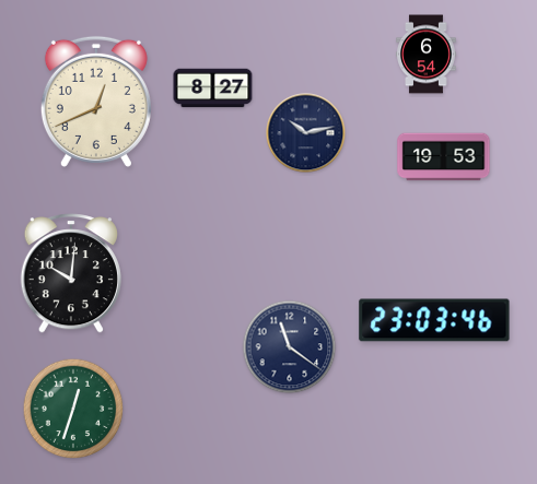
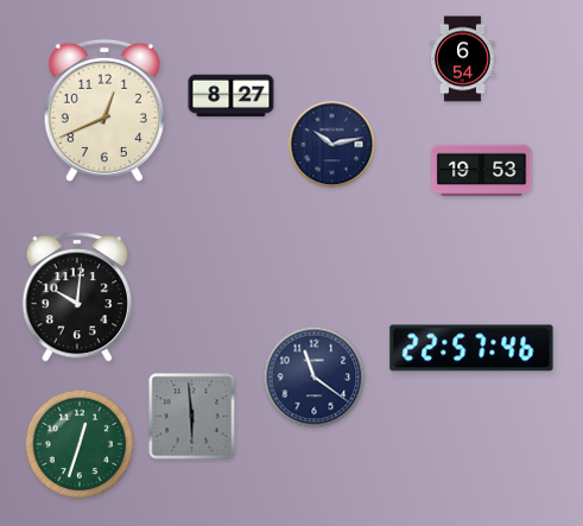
clock at (434, 320): 23:03 -> 22:57
clock at (192, 417): none -> 5:59
